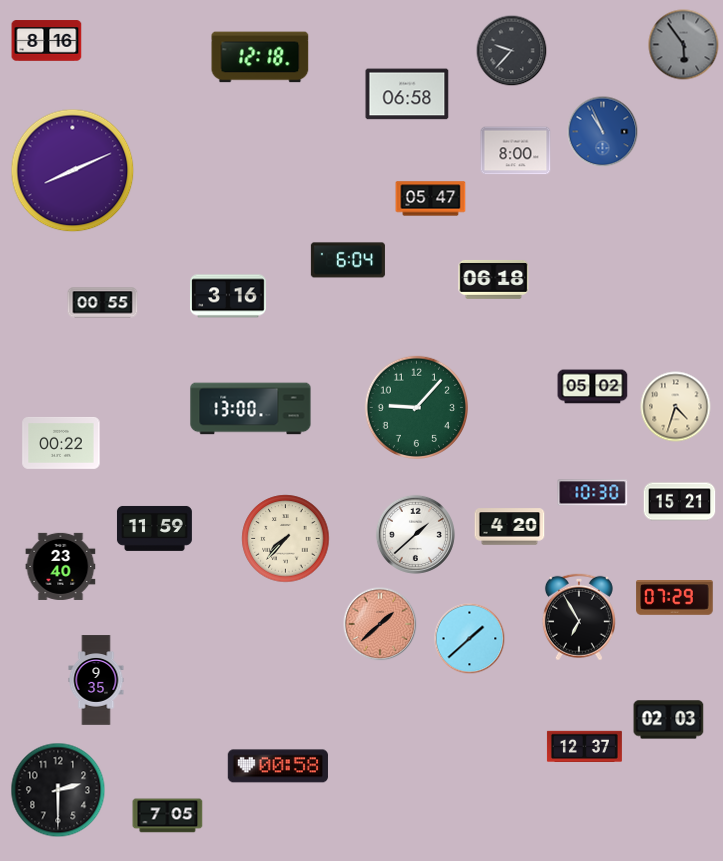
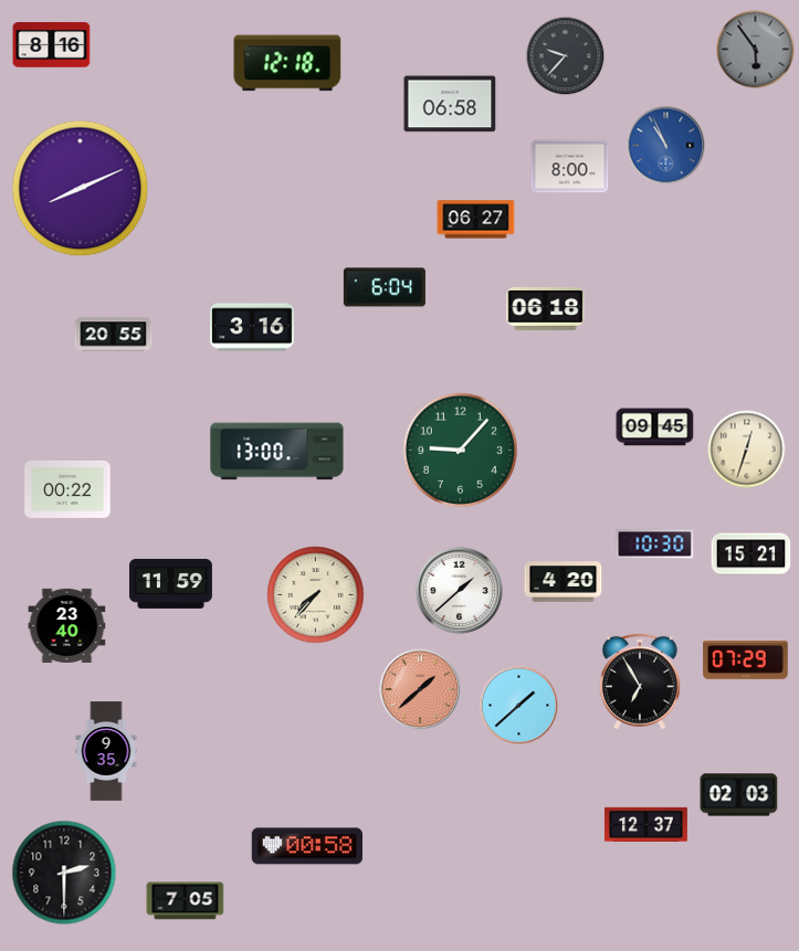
clock at (431, 199): 05:47 -> 06:27
clock at (103, 303): 00:55 -> 20:55
clock at (593, 387): 05:02 -> 09:45
clock at (676, 407): 4:33 -> 12:33
